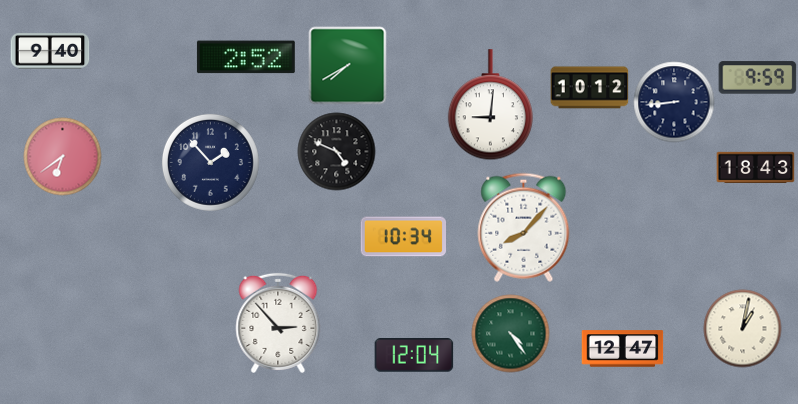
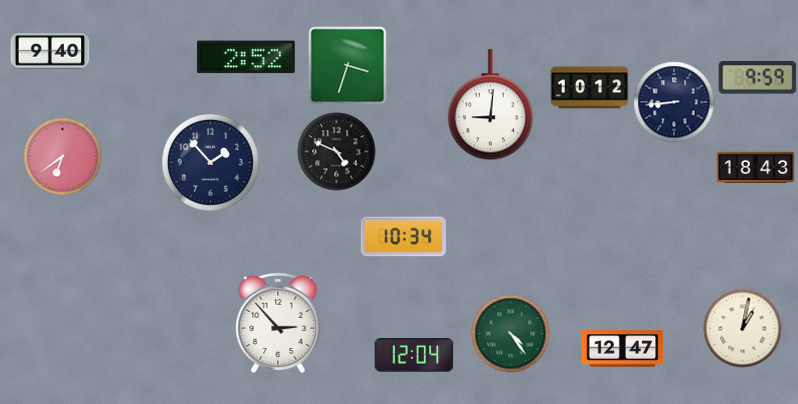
clock at (347, 65): 7:40 -> 3:33
clock at (524, 227): 8:07 -> none
